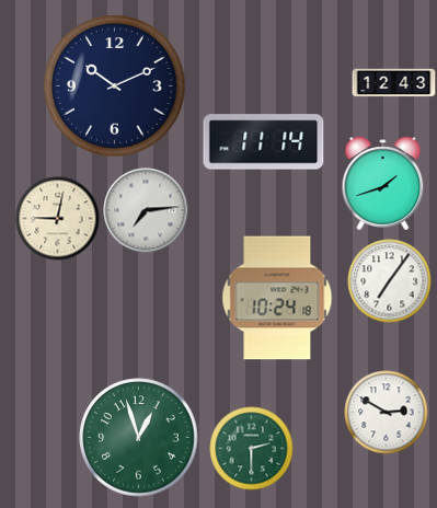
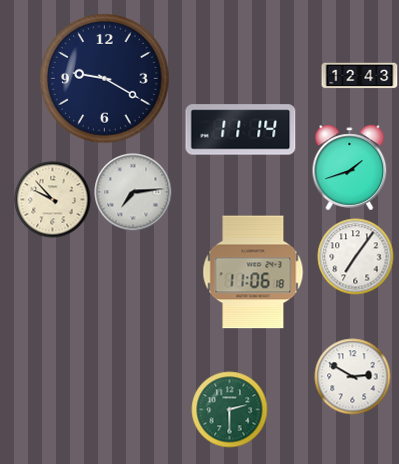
clock at (115, 86): 10:11 -> 9:20
clock at (58, 219): 9:02 -> 9:53
clock at (277, 298): 10:24 -> 11:06
clock at (139, 438): 12:57 -> none
